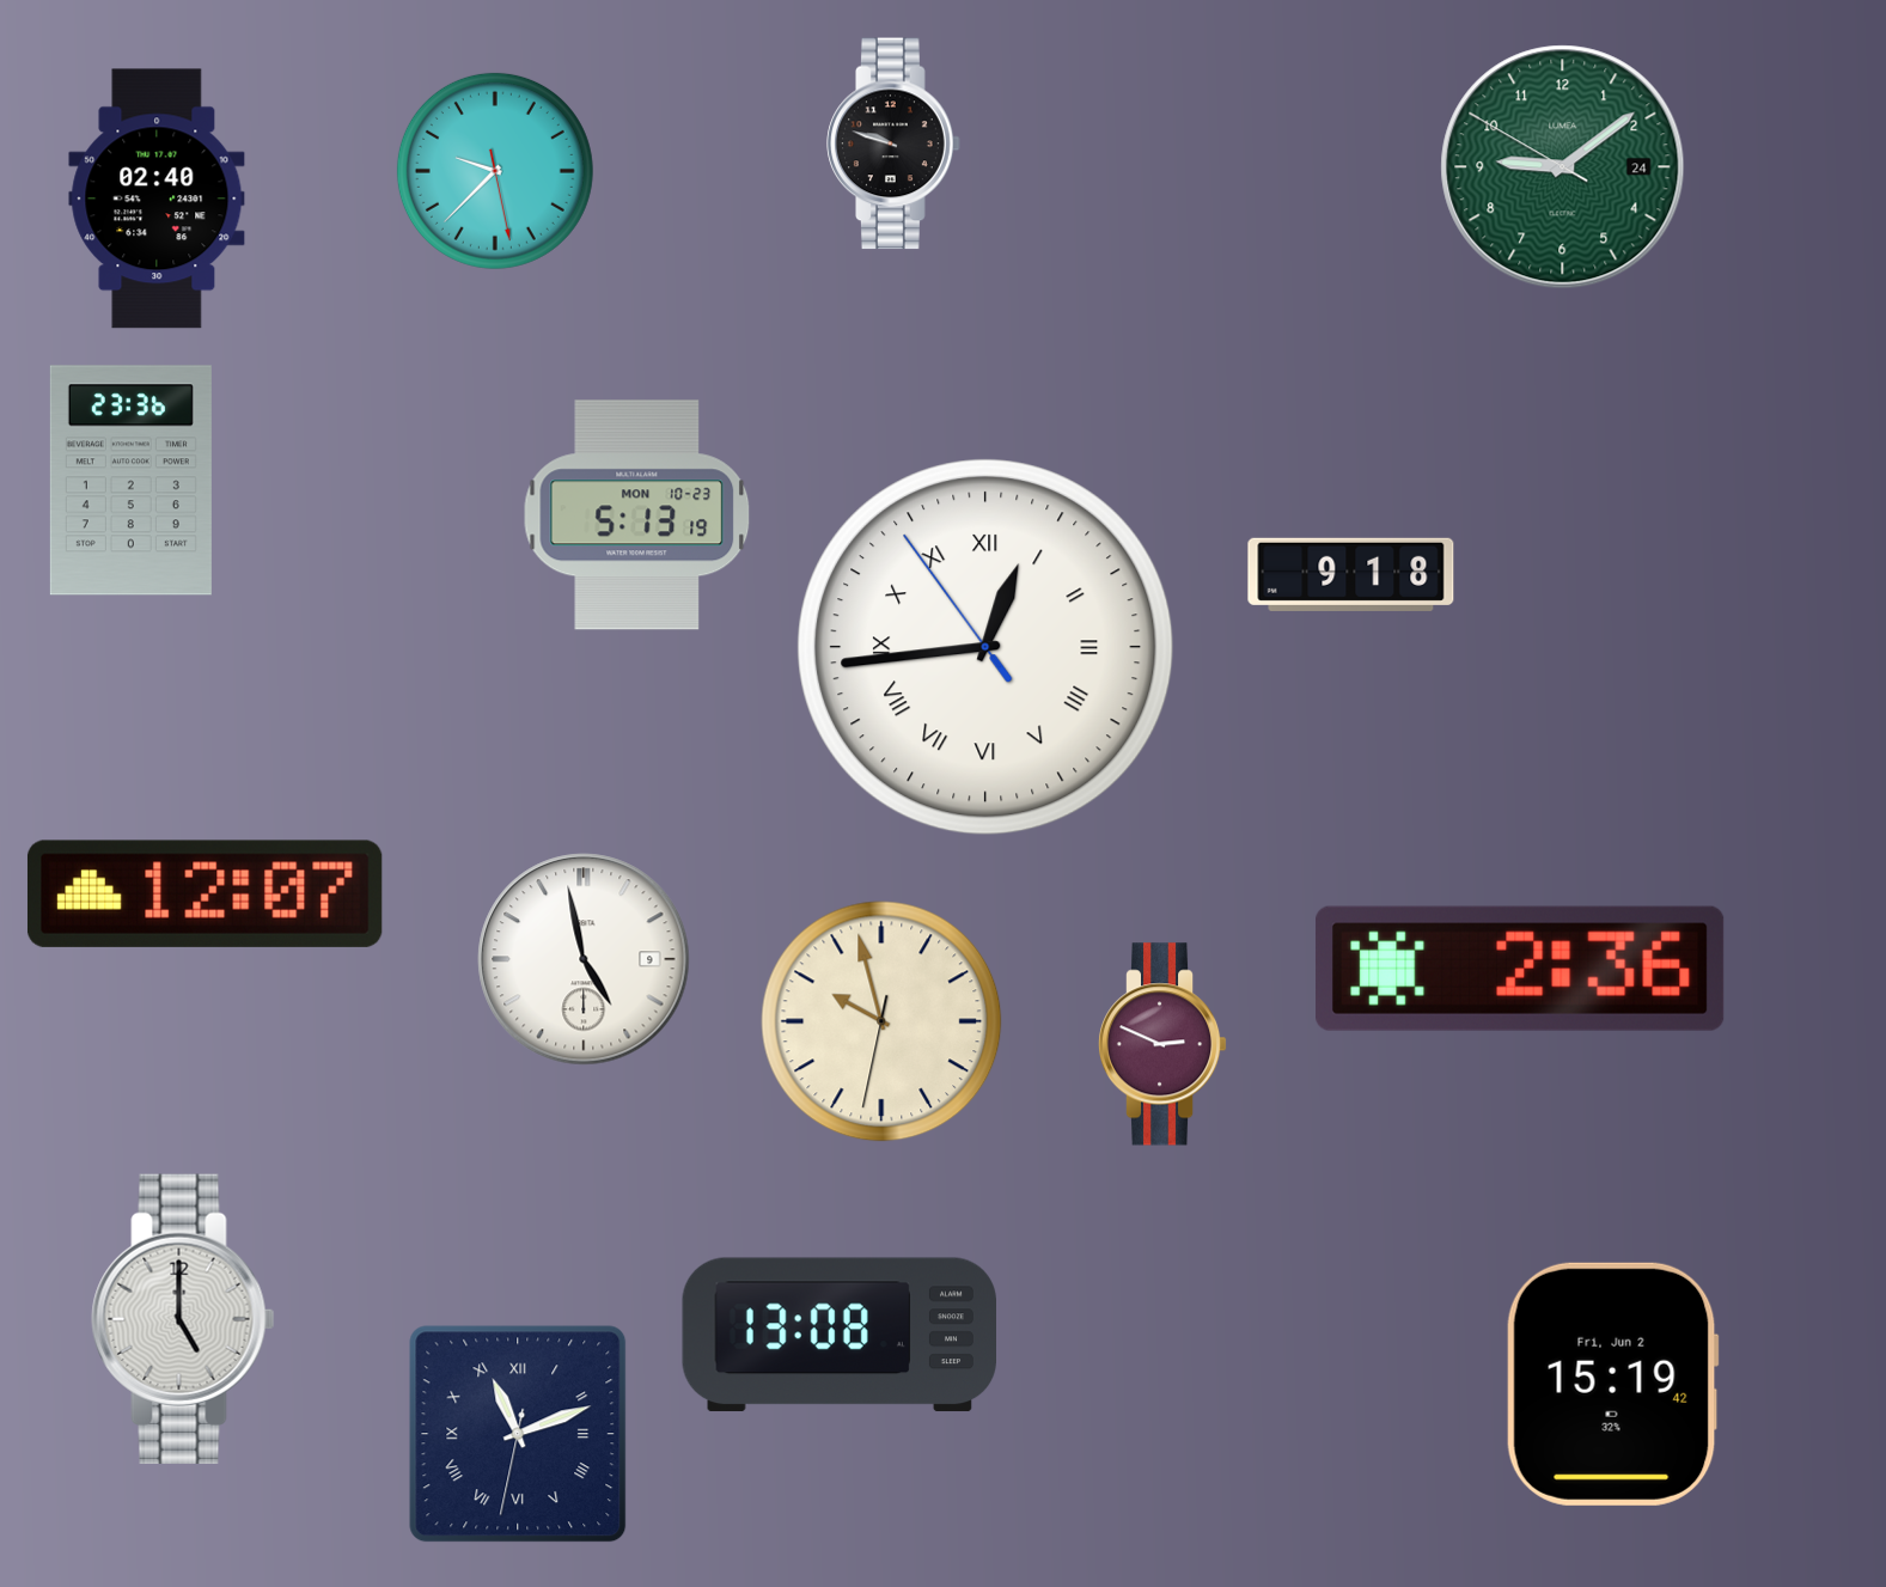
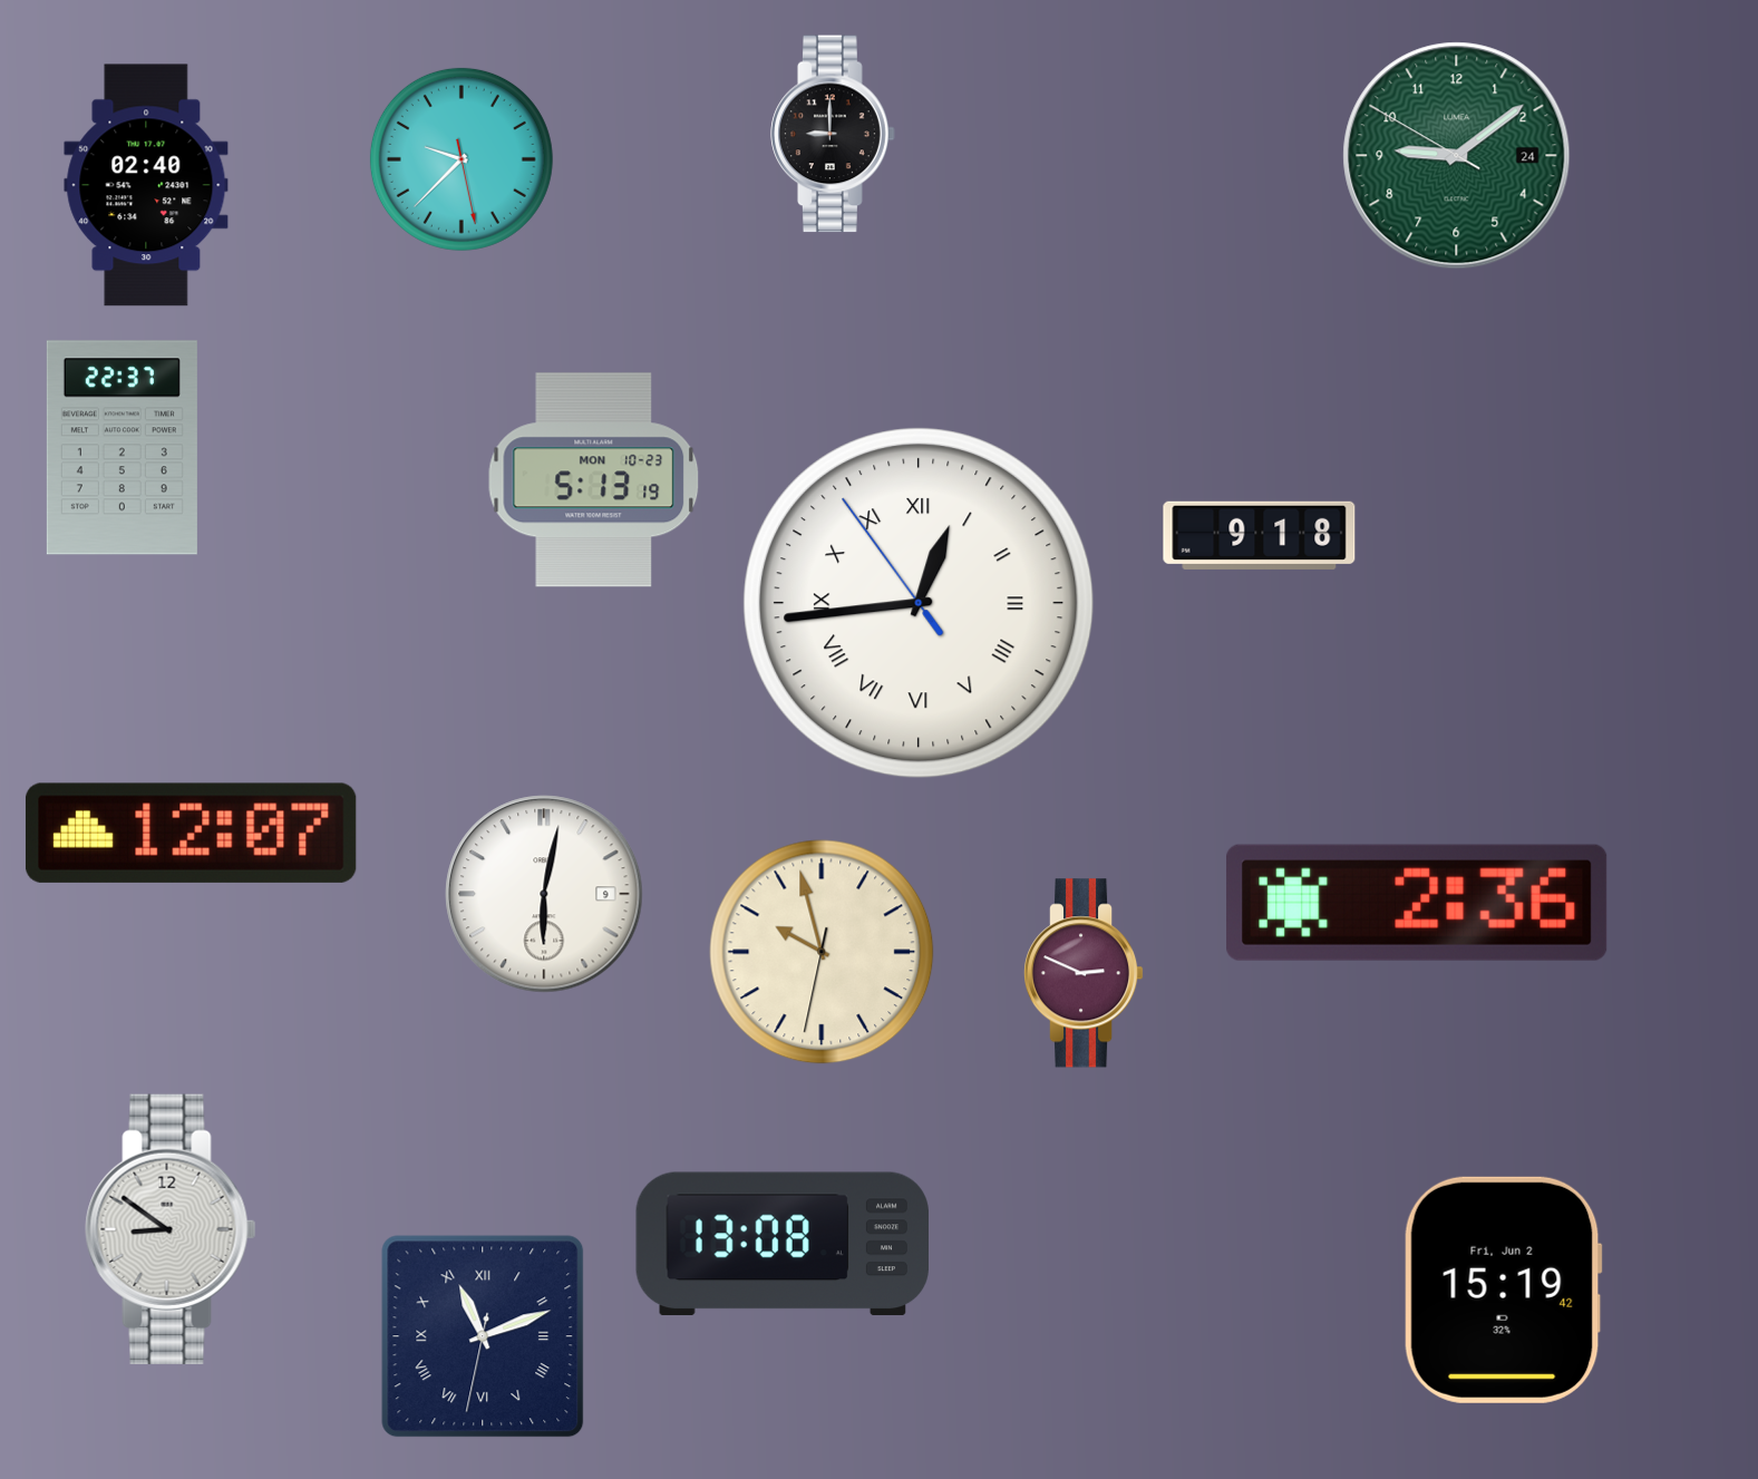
clock at (893, 144): 9:48 -> 9:00
clock at (130, 481): 23:36 -> 22:37
clock at (584, 959): 4:58 -> 6:02
clock at (183, 1319): 5:00 -> 8:51
